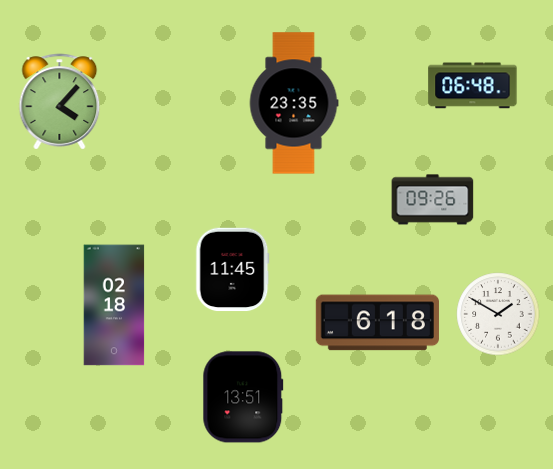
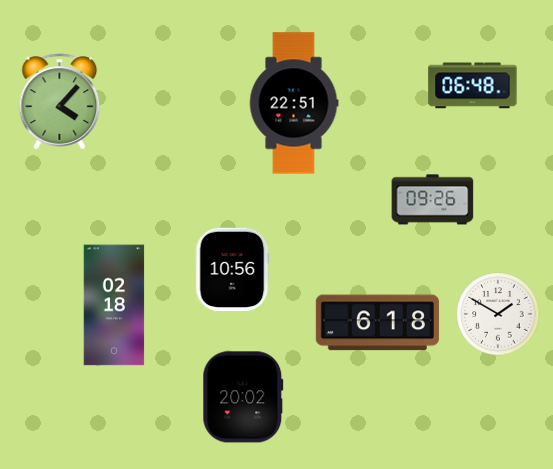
clock at (294, 103): 23:35 -> 22:51
clock at (233, 270): 11:45 -> 10:56
clock at (243, 397): 13:51 -> 20:02
